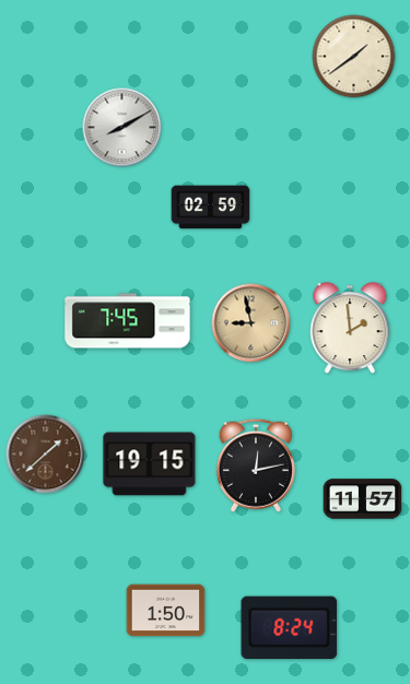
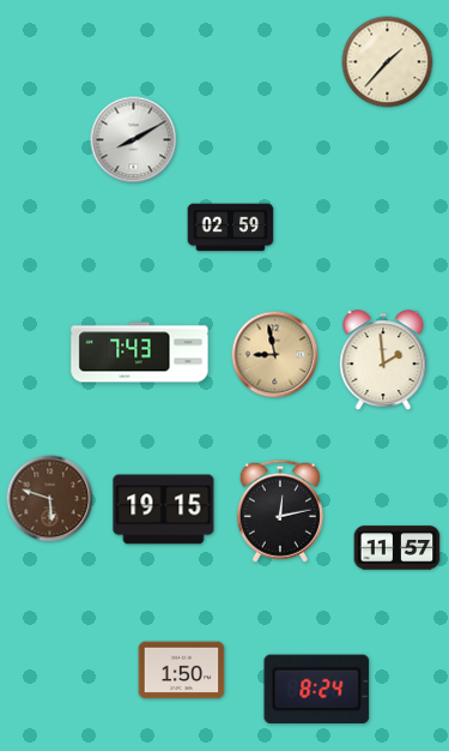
clock at (354, 57): 1:39 -> 1:37
clock at (128, 321): 7:45 -> 7:43
clock at (46, 455): 1:38 -> 5:48
